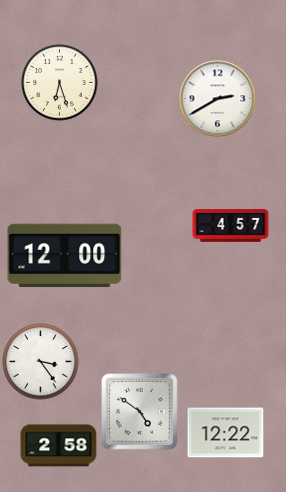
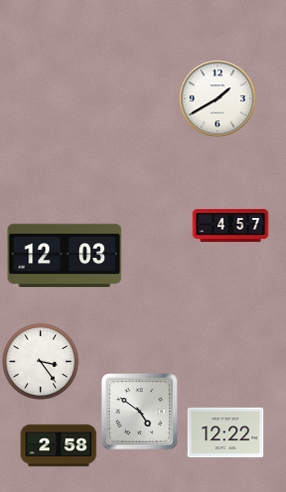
clock at (60, 83): 6:27 -> none
clock at (218, 99): 2:40 -> 1:40
clock at (65, 256): 12:00 -> 12:03
